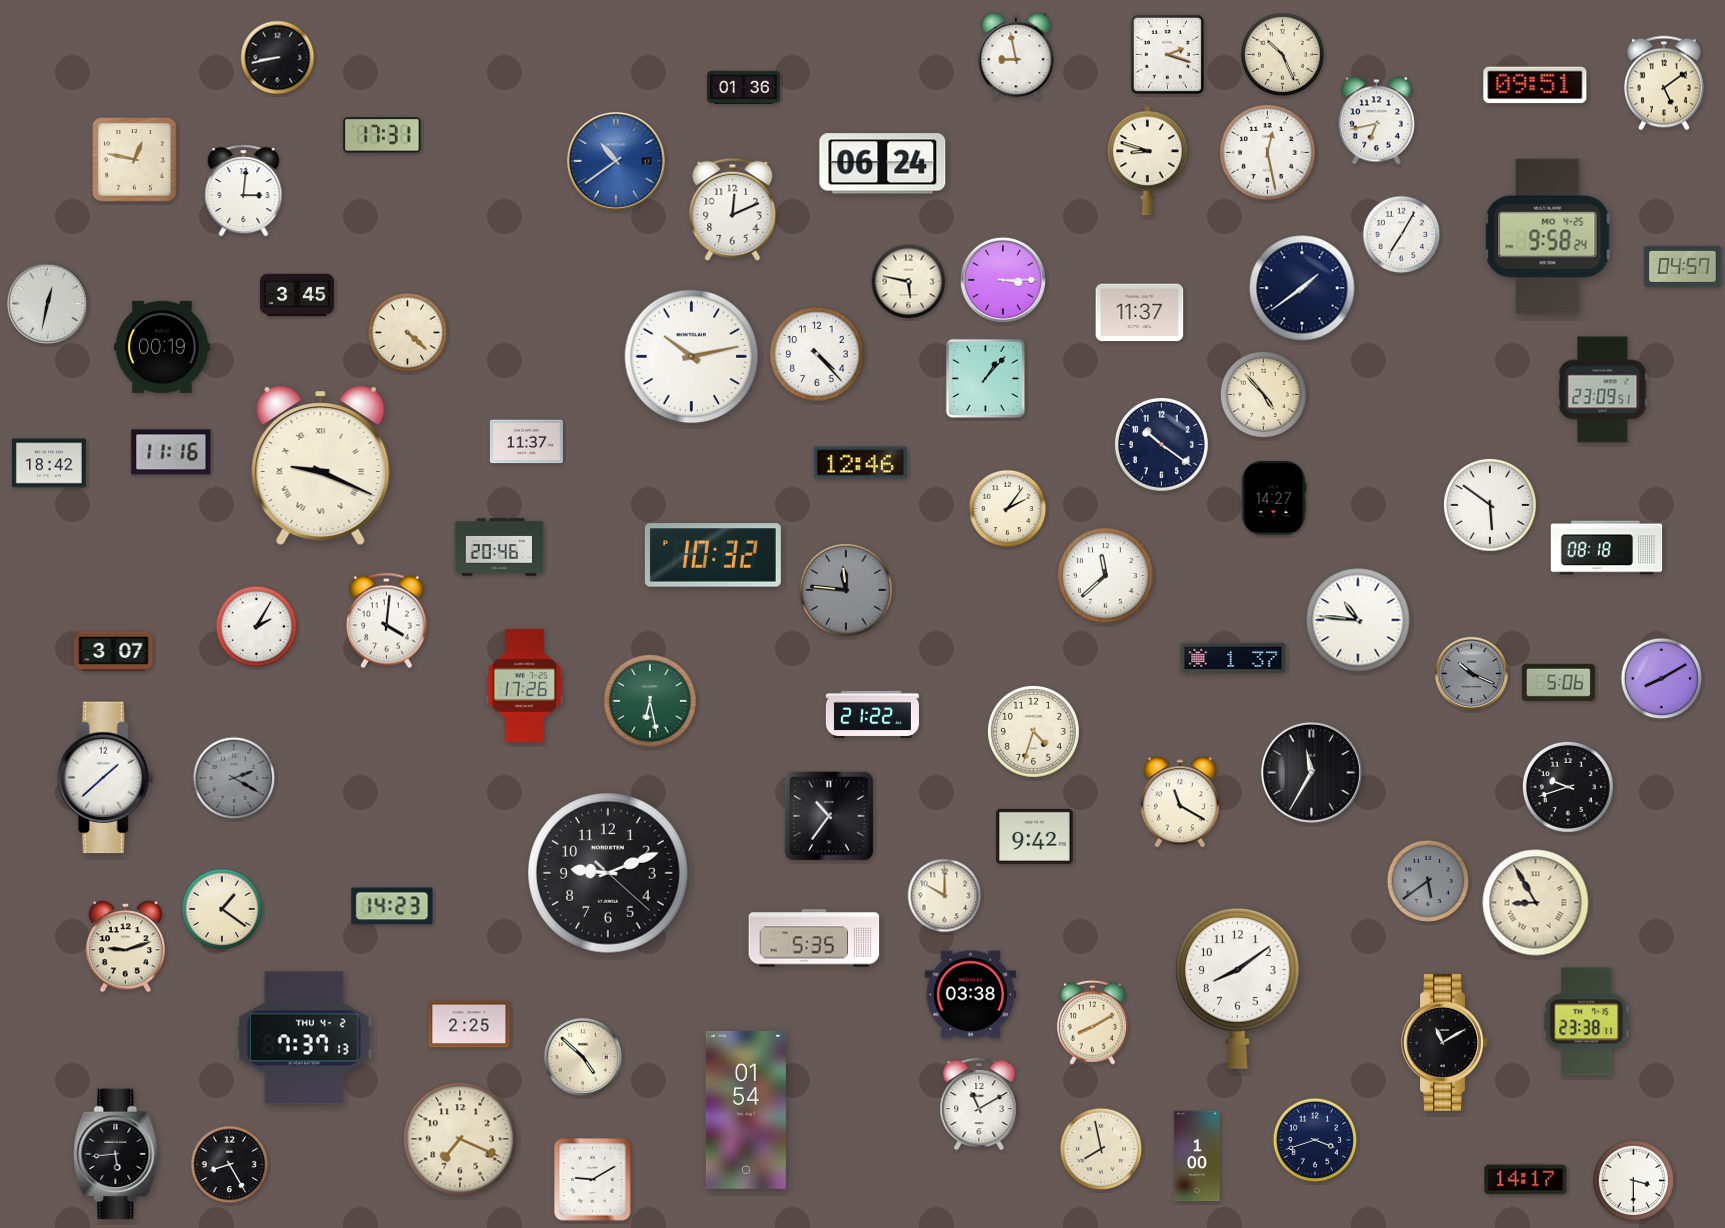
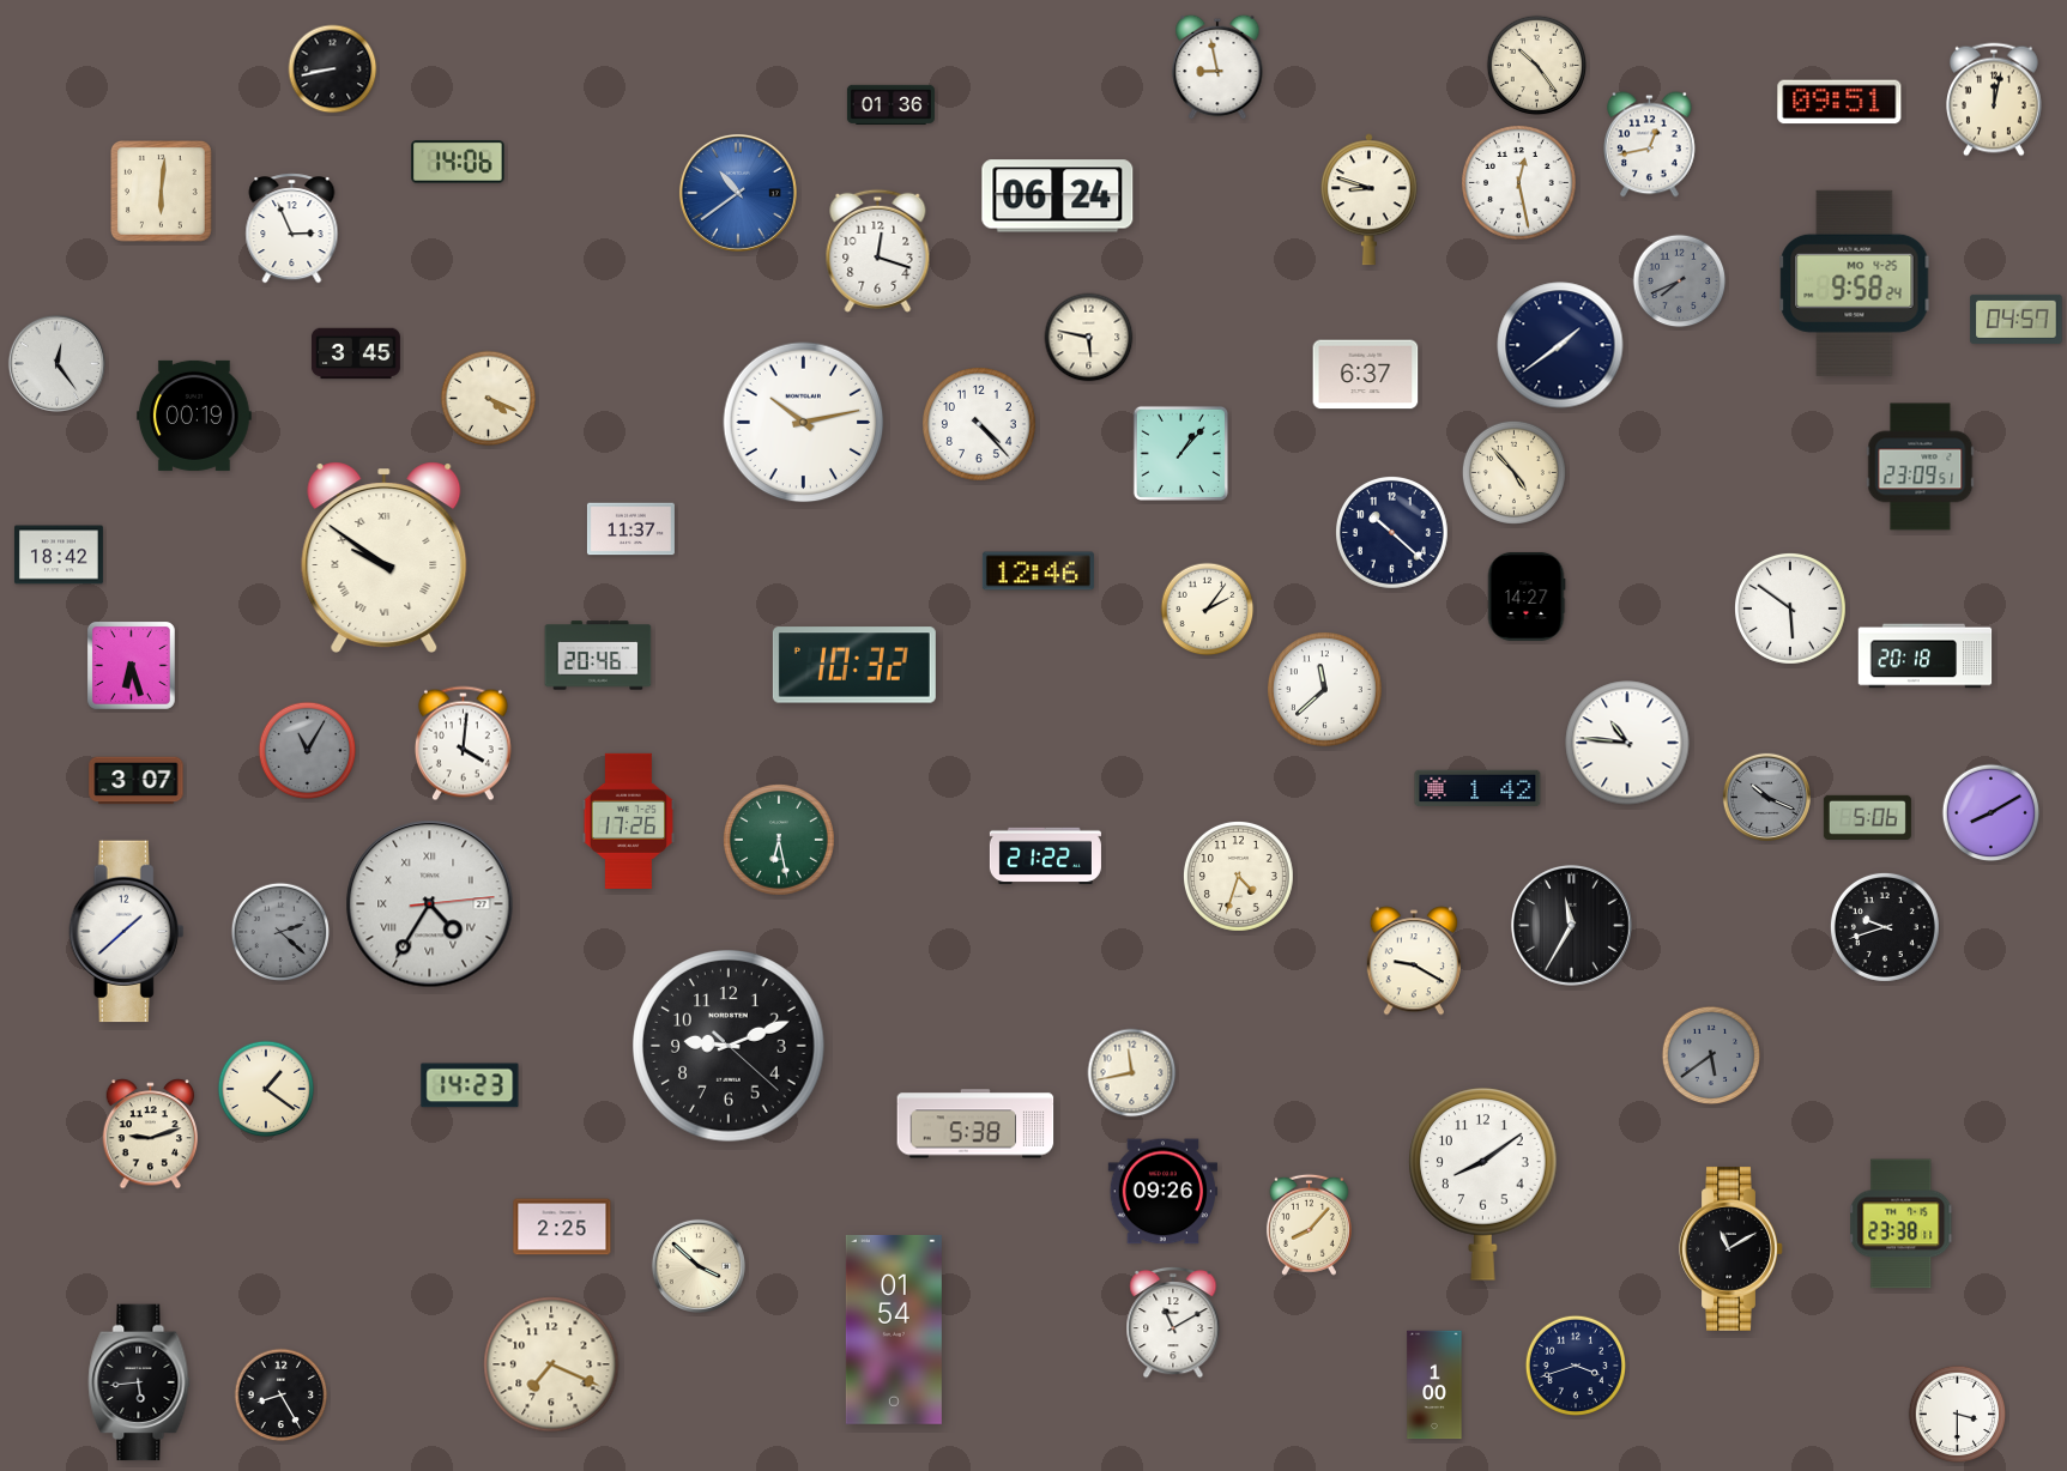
clock at (1167, 54): 2:18 -> none
clock at (1283, 55): 10:26 -> 10:24
clock at (1665, 83): 5:09 -> 12:02
clock at (1377, 121): 6:43 -> 12:43
clock at (382, 135): 17:31 -> 14:06
clock at (135, 160): 12:47 -> 6:01
clock at (1147, 161) position: (1147, 161) -> (1368, 200)
clock at (244, 191): 3:01 -> 2:56
clock at (733, 209): 12:11 -> 12:18
clock at (1402, 235): 7:05 -> 7:41
clock at (1402, 235) dial: white -> grey
clock at (1003, 280): 3:15 -> none
clock at (47, 303): 12:32 -> 12:24
clock at (1140, 313): 11:37 -> 6:37
clock at (408, 333): 4:22 -> 4:19
clock at (692, 357) position: (692, 357) -> (804, 423)
clock at (1162, 444): 10:21 -> 10:22
clock at (171, 452): 11:16 -> none
clock at (860, 463) position: (860, 463) -> (1038, 571)
clock at (321, 465): 9:19 -> 9:51
clock at (1490, 505) position: (1490, 505) -> (1790, 609)
clock at (1607, 548): 08:18 -> 20:18
clock at (131, 665): none -> 6:27
clock at (846, 590): 11:46 -> none
clock at (257, 627): 2:05 -> 11:05
clock at (257, 627) dial: white -> grey
clock at (1233, 658): 1:37 -> 1:42
clock at (1471, 673) position: (1471, 673) -> (1766, 797)
clock at (430, 904): none -> 4:35
clock at (234, 778): 2:20 -> 2:22
clock at (1568, 787) position: (1568, 787) -> (1885, 927)
clock at (1180, 802): 11:20 -> 9:20
clock at (829, 816): 10:36 -> none
clock at (1035, 836): 9:42 -> none
clock at (945, 896): 10:00 -> 11:43
clock at (1536, 903): 8:55 -> none
clock at (814, 938): 5:35 -> 5:38
clock at (970, 995): 03:38 -> 09:26
clock at (1092, 1022): 8:10 -> 8:07
clock at (304, 1038): 7:37 -> none
clock at (583, 1057): 4:52 -> 3:52
clock at (1101, 1149): 7:58 -> none
clock at (230, 1165) position: (230, 1165) -> (282, 1396)
clock at (593, 1180): 9:10 -> none
clock at (1526, 1180): 14:17 -> none
